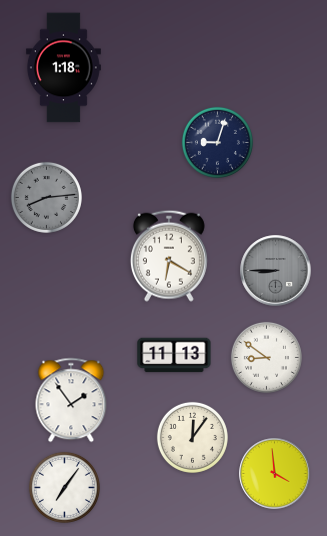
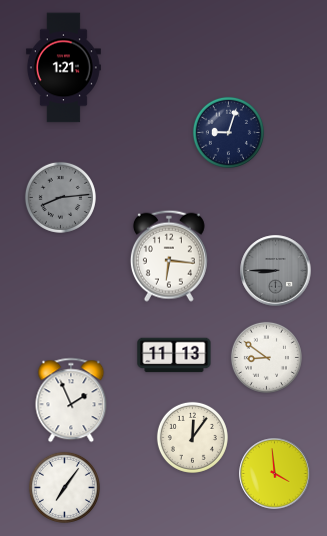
clock at (63, 68): 1:18 -> 1:21
clock at (217, 142) position: (217, 142) -> (228, 132)
clock at (46, 197) position: (46, 197) -> (60, 197)
clock at (169, 256): 6:20 -> 6:16
clock at (71, 400): 1:54 -> 1:56
